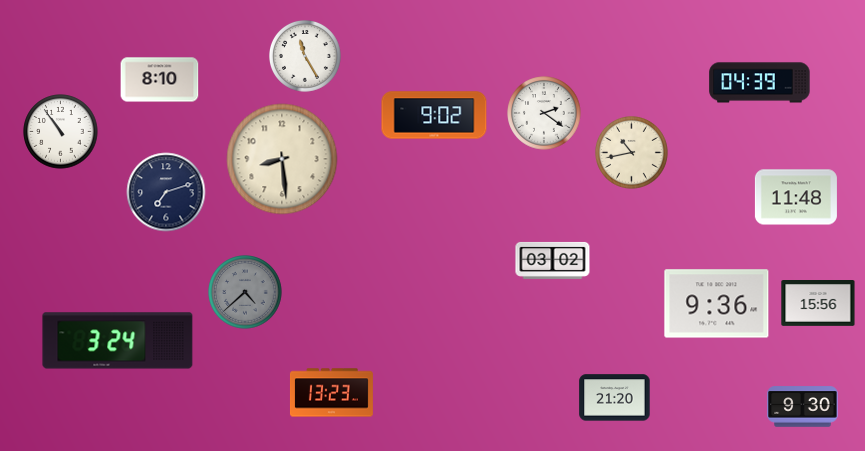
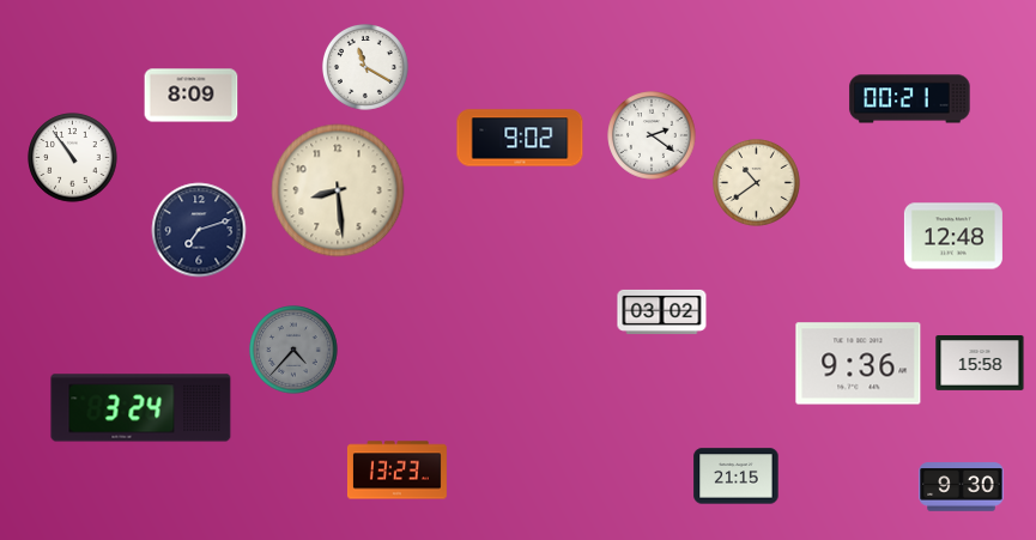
clock at (306, 57): 11:25 -> 11:20
clock at (160, 80): 8:10 -> 8:09
clock at (760, 83): 04:39 -> 00:21
clock at (632, 153): 10:43 -> 10:39
clock at (796, 197): 11:48 -> 12:48
clock at (245, 292): 4:38 -> 4:37
clock at (818, 304): 15:56 -> 15:58
clock at (615, 398): 21:20 -> 21:15
